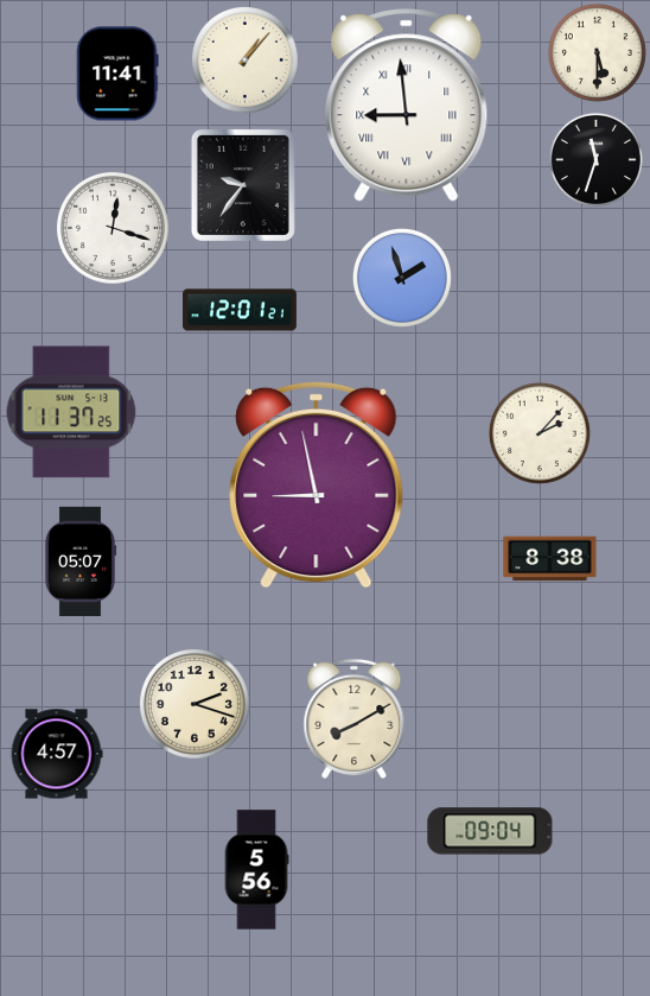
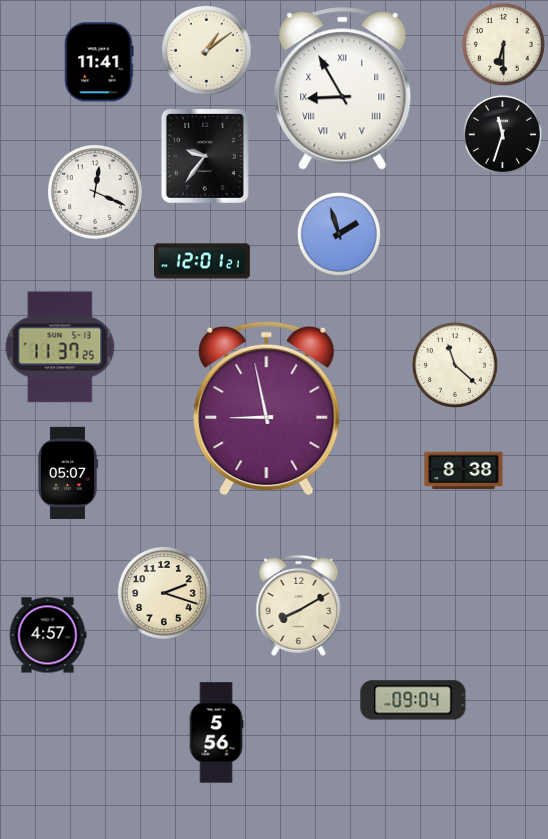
clock at (597, 52): 5:30 -> 6:30
clock at (244, 59): 1:07 -> 1:09
clock at (407, 106): 8:59 -> 8:55
clock at (113, 228): 12:18 -> 12:19
clock at (540, 433): 2:07 -> 11:22
